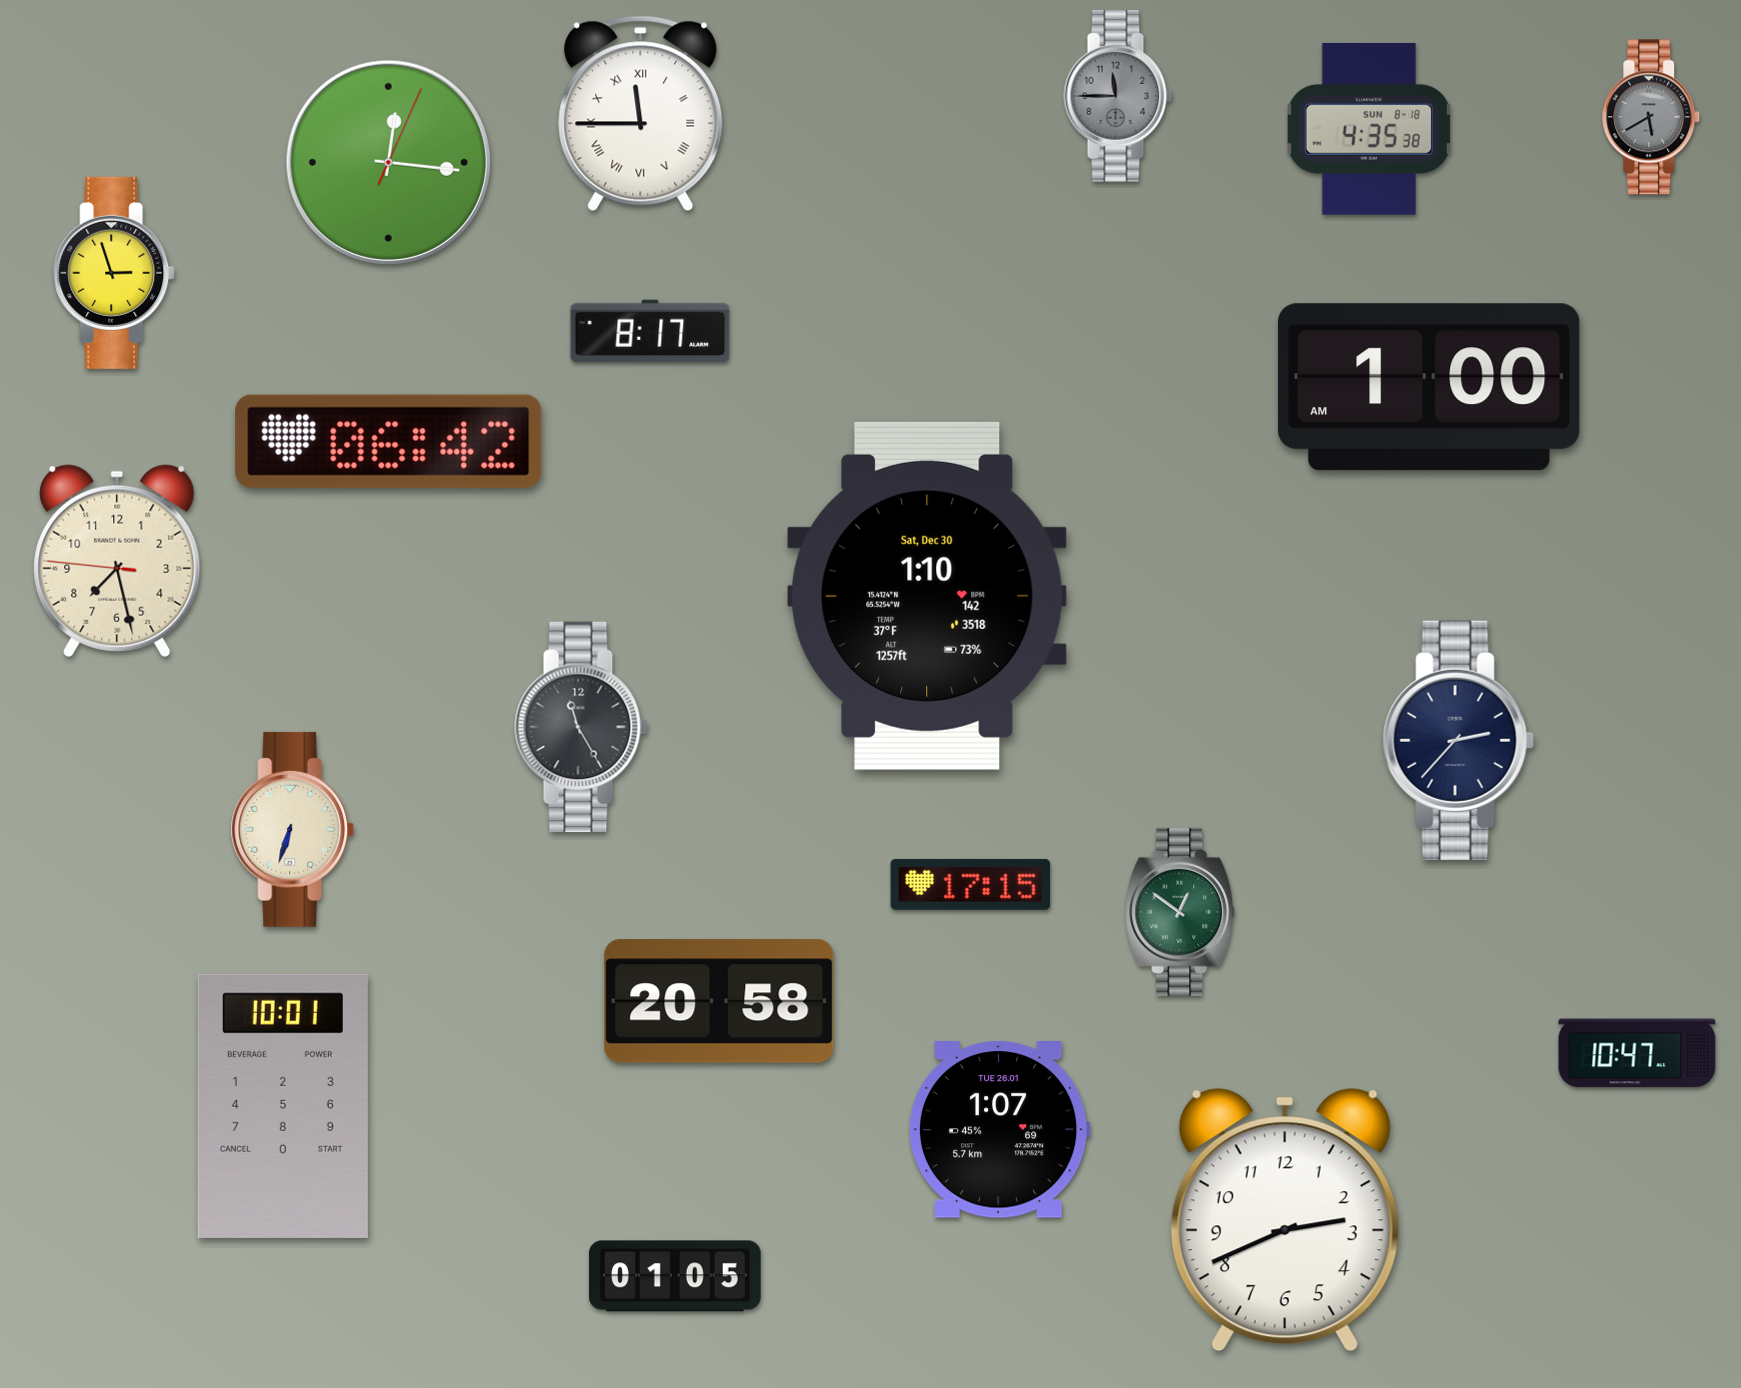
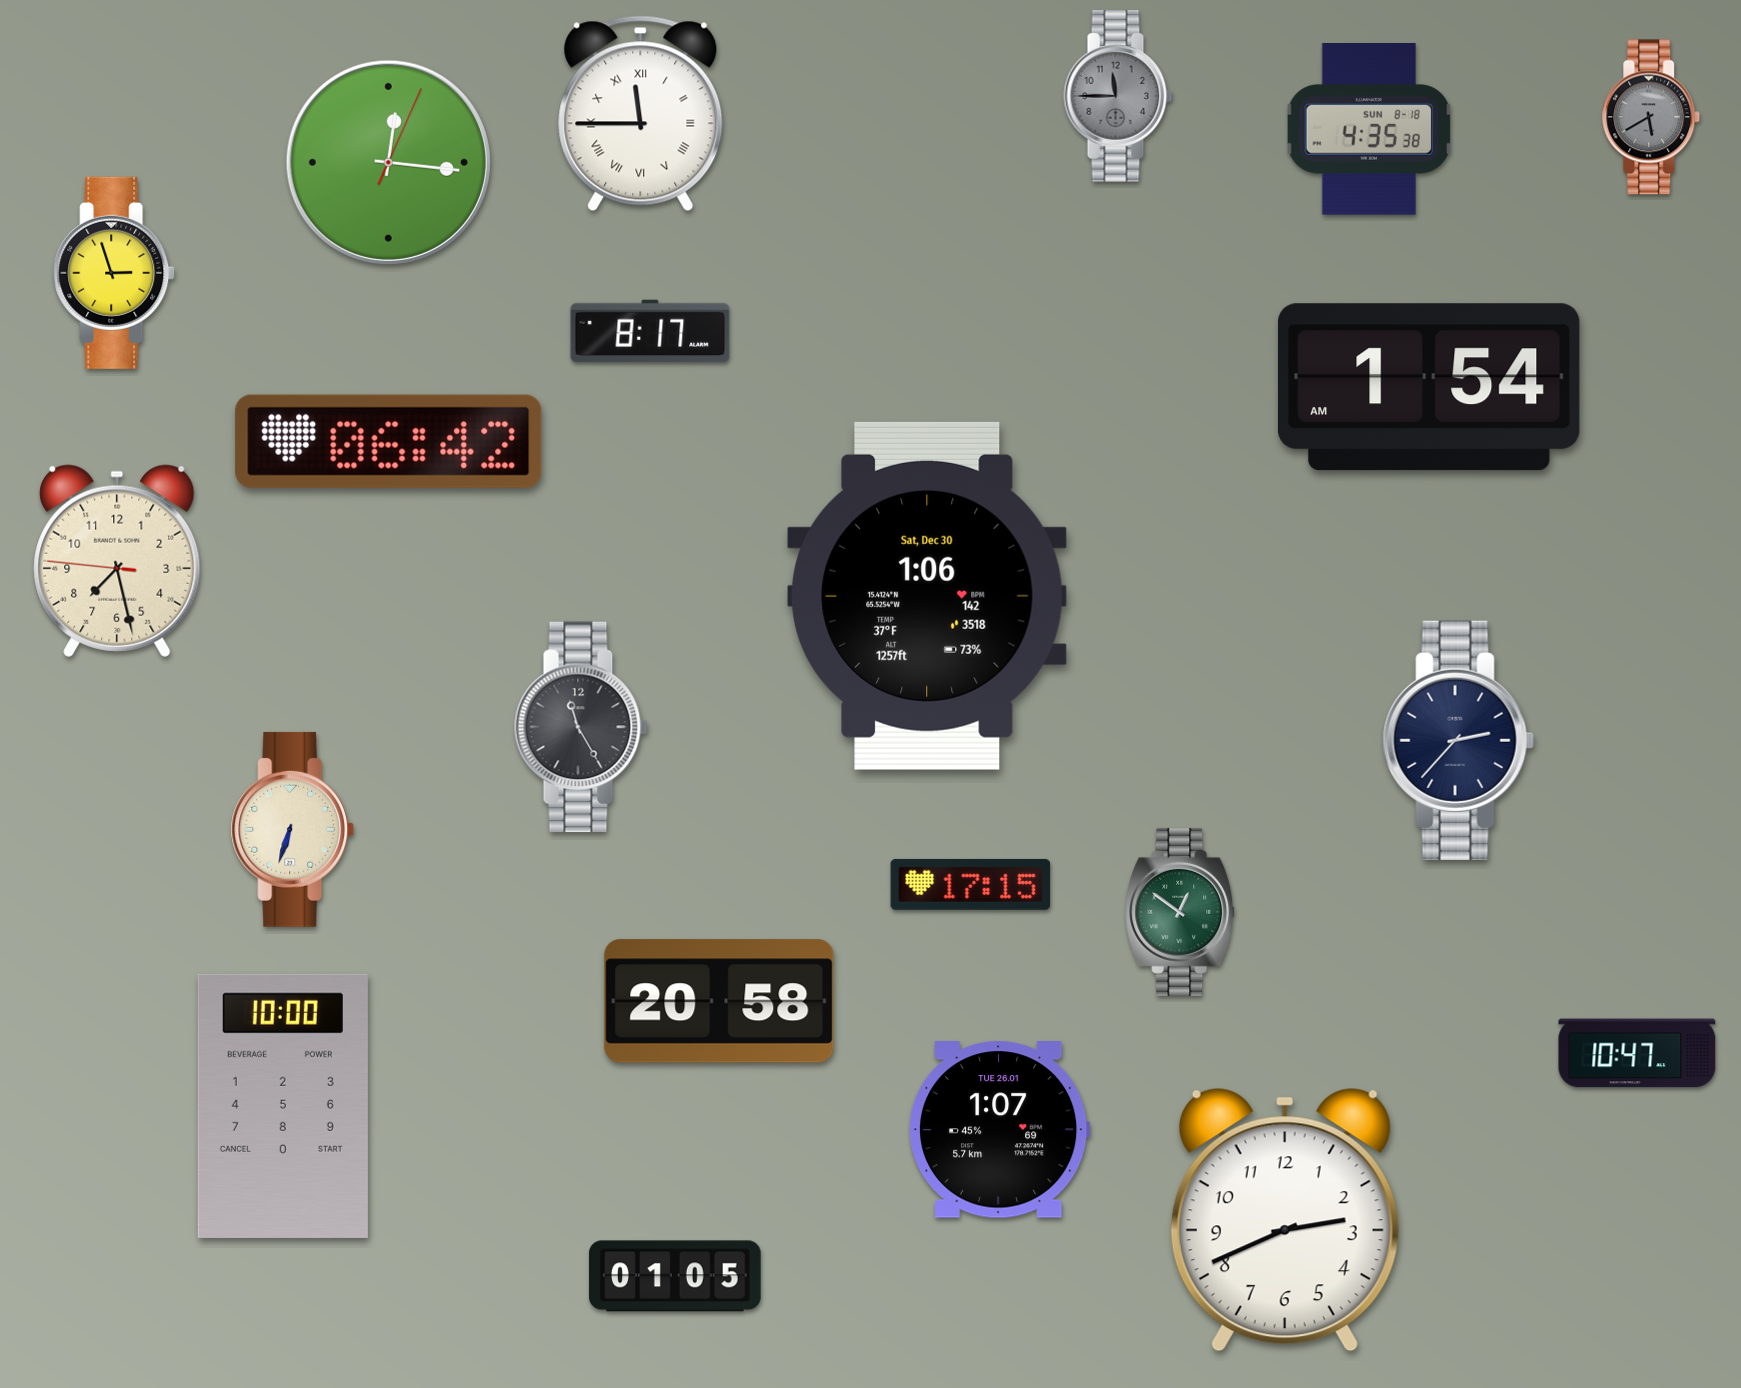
clock at (1429, 387): 1:00 -> 1:54
clock at (928, 596): 1:10 -> 1:06
clock at (283, 1106): 10:01 -> 10:00
